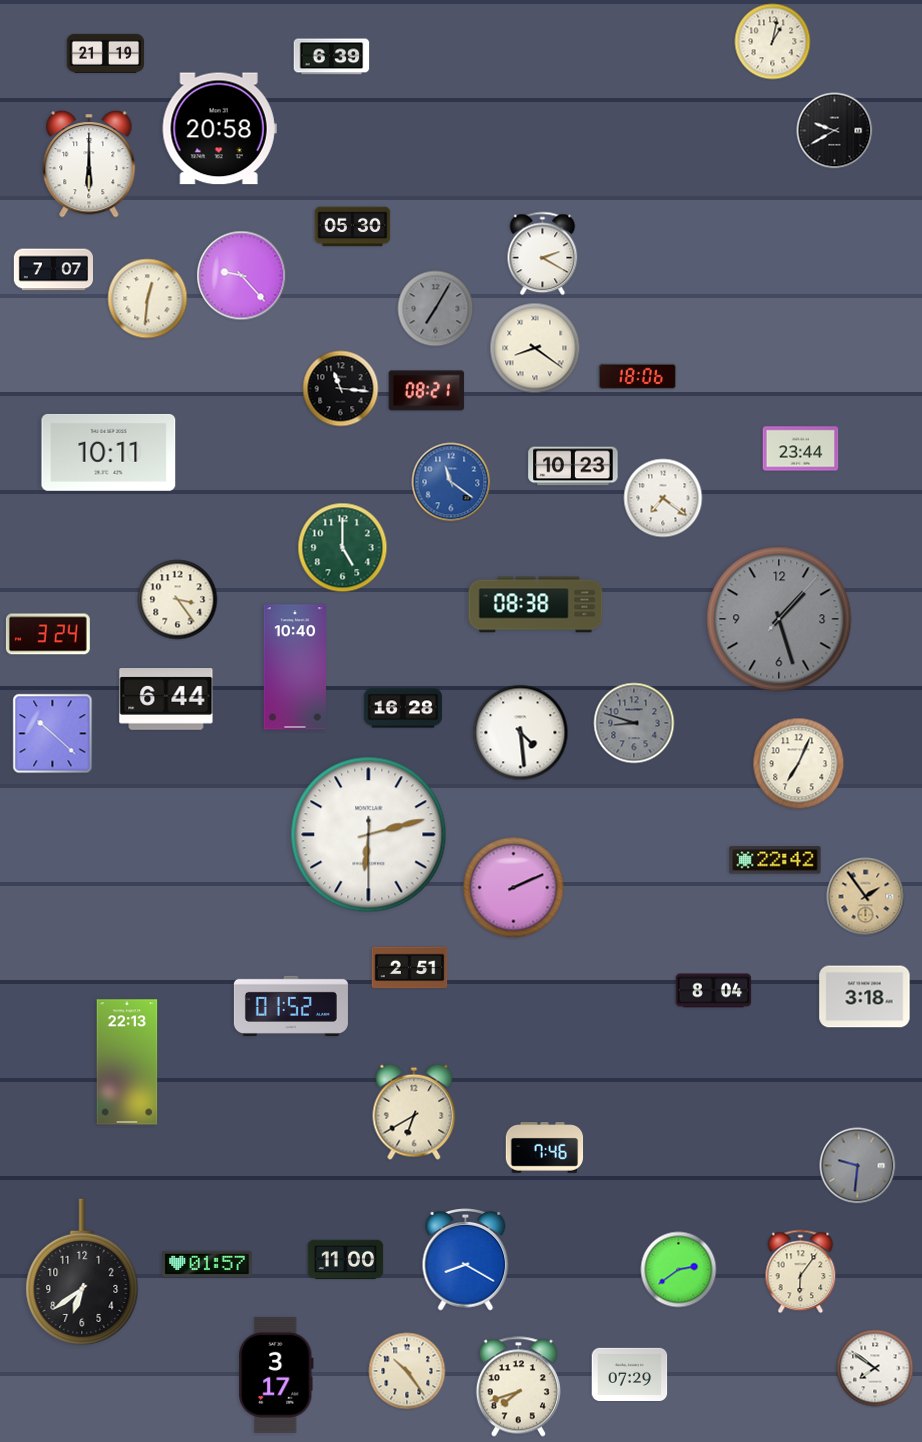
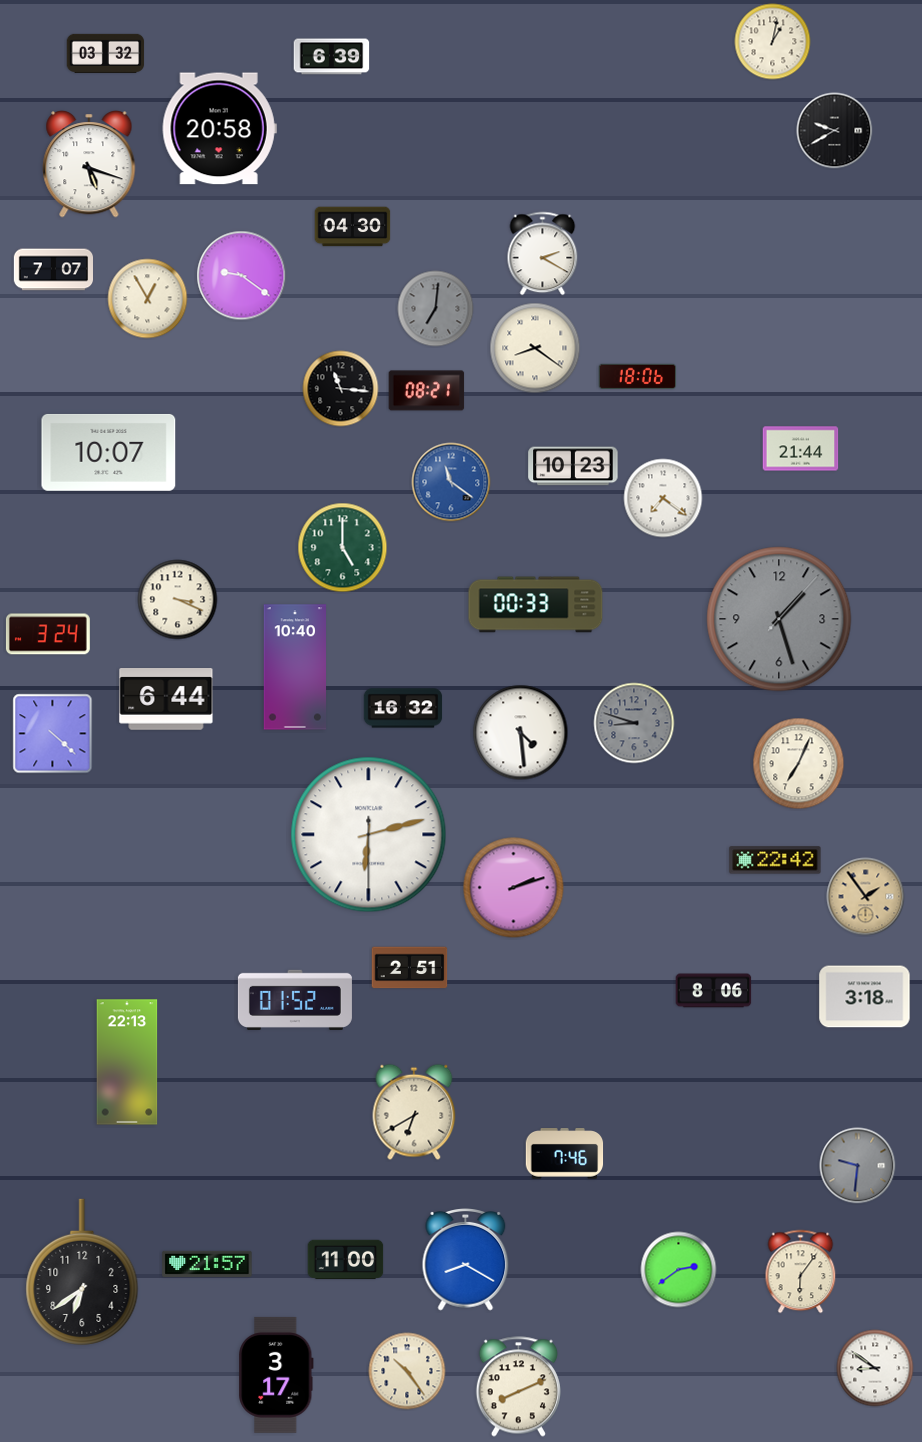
clock at (106, 53): 21:19 -> 03:32
clock at (89, 165): 6:00 -> 5:18
clock at (353, 227): 05:30 -> 04:30
clock at (242, 276): 9:23 -> 9:21
clock at (148, 299): 12:31 -> 12:55
clock at (436, 309): 7:05 -> 7:01
clock at (801, 449): 23:44 -> 21:44
clock at (109, 452): 10:11 -> 10:07
clock at (178, 600): 3:24 -> 3:19
clock at (536, 605): 08:38 -> 00:33
clock at (403, 708): 16:28 -> 16:32
clock at (53, 734): 10:22 -> 4:22
clock at (514, 888): 2:11 -> 2:12
clock at (714, 991): 8:04 -> 8:06
clock at (291, 1006) position: (291, 1006) -> (295, 1000)
clock at (545, 1148) position: (545, 1148) -> (565, 1154)
clock at (207, 1264): 01:57 -> 21:57
clock at (875, 1368): 7:51 -> 8:51
clock at (630, 1374): 07:29 -> none
clock at (518, 1387): 7:42 -> 8:11
